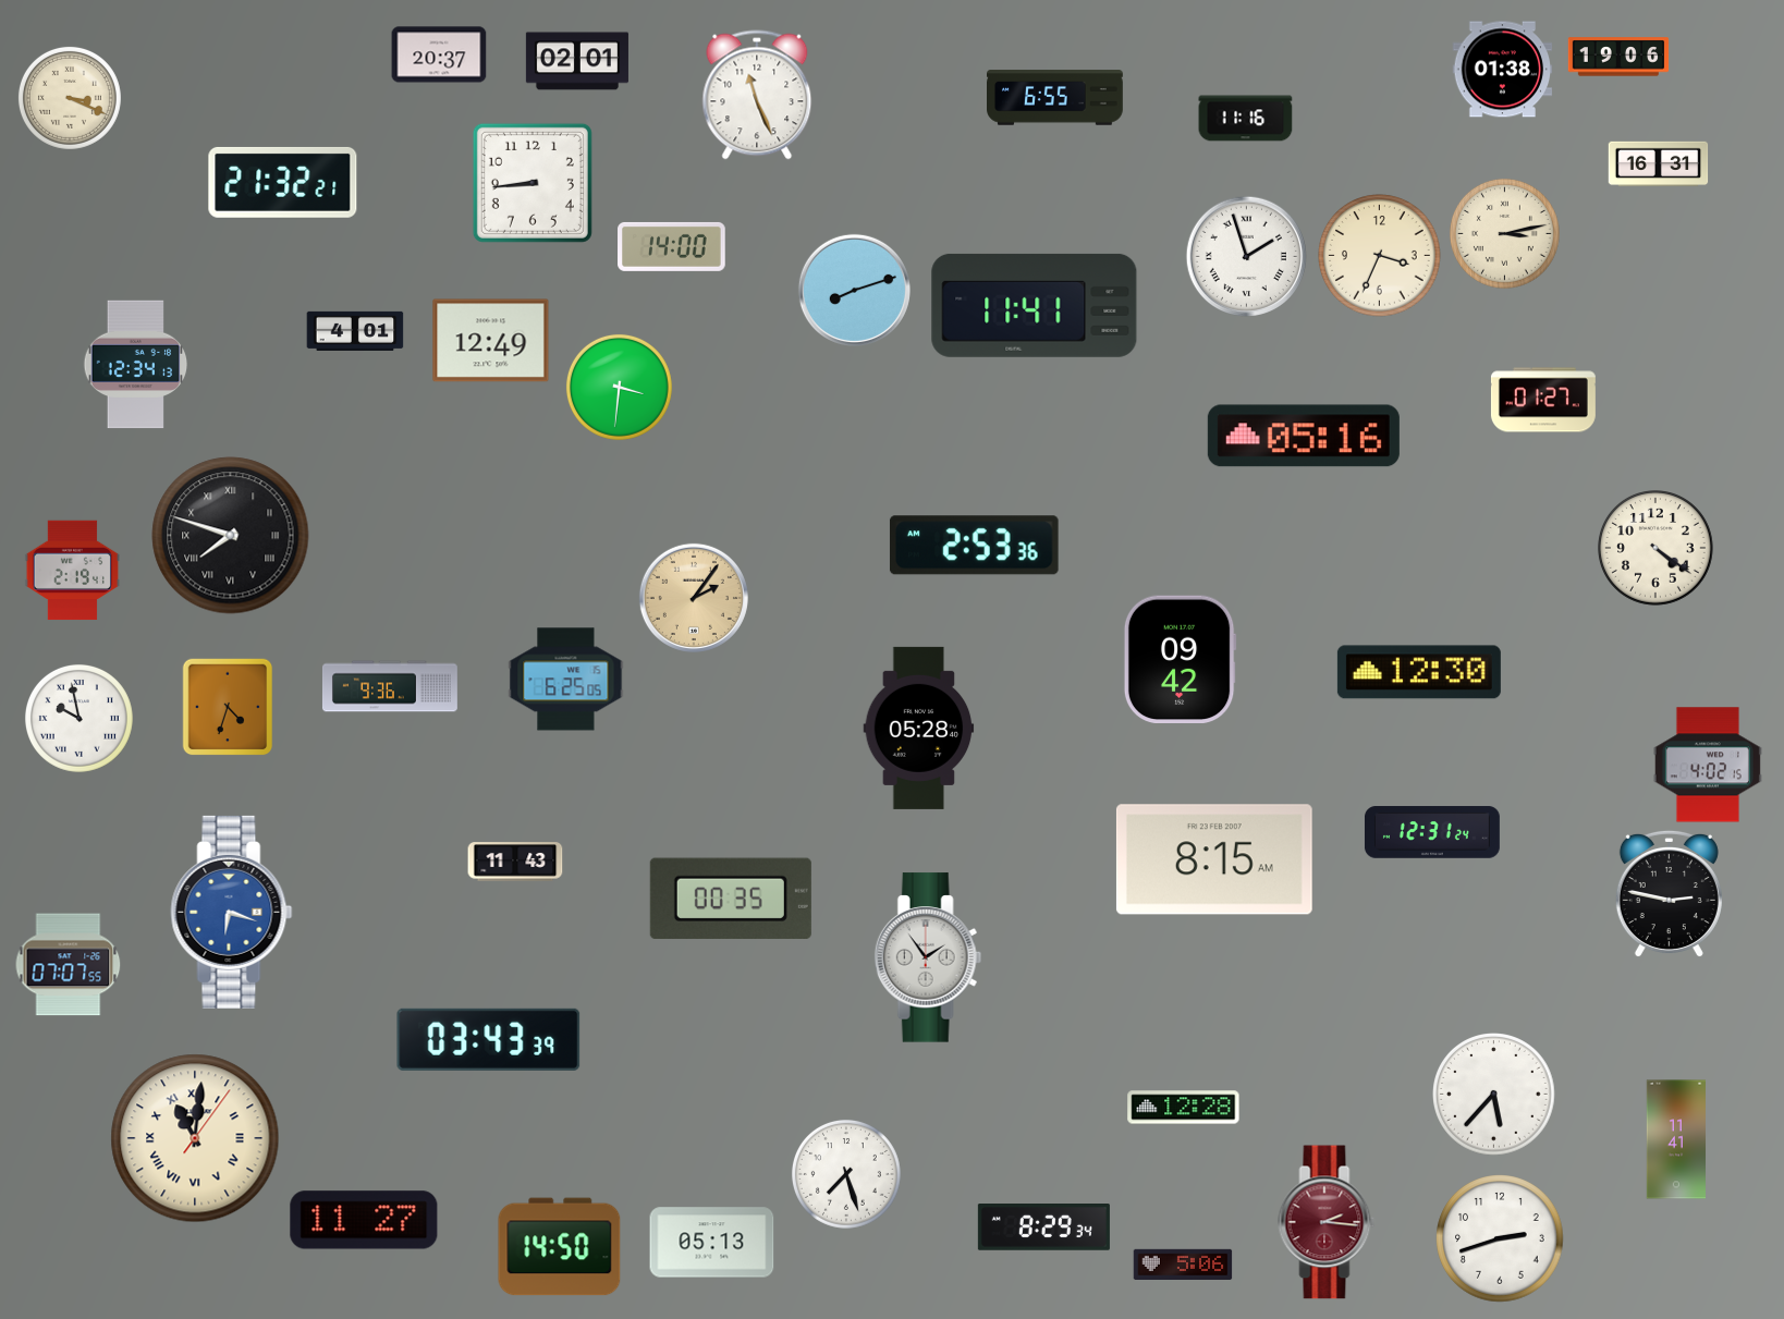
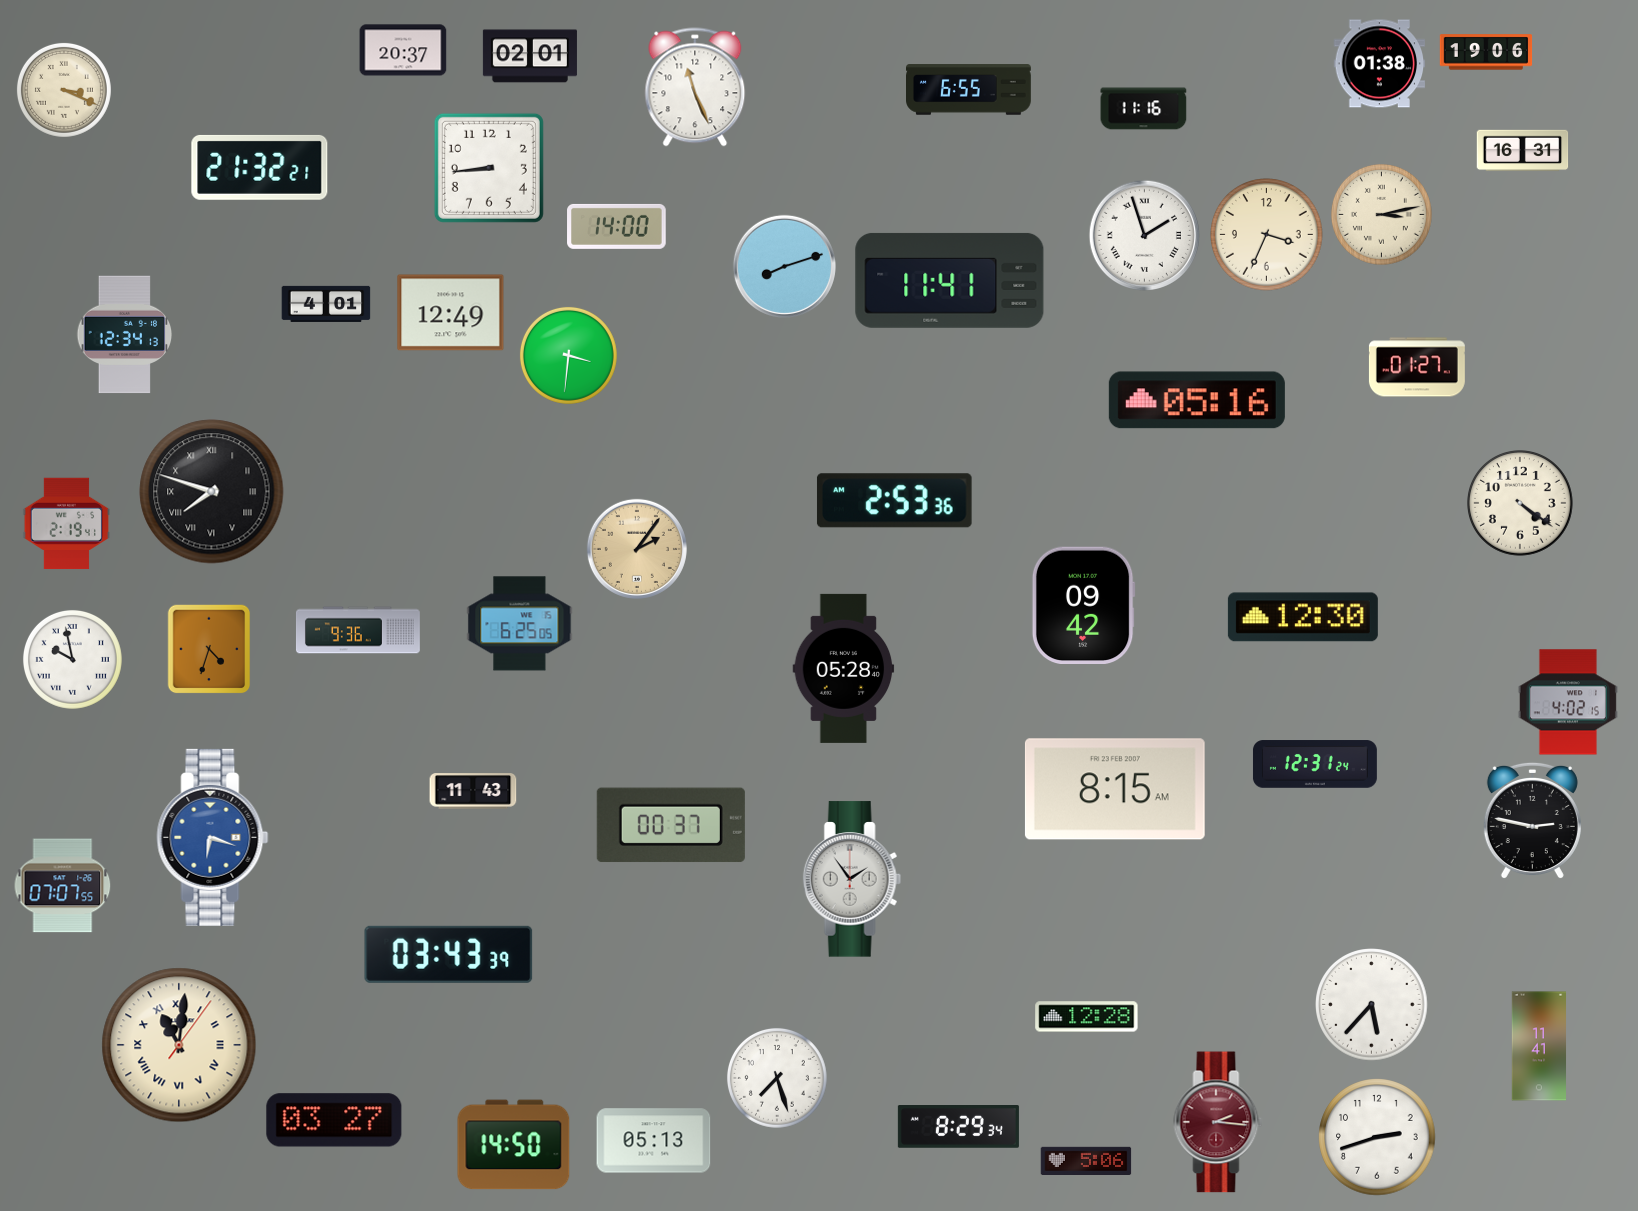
clock at (731, 899): 00:35 -> 00:37
clock at (364, 1220): 11:27 -> 03:27
